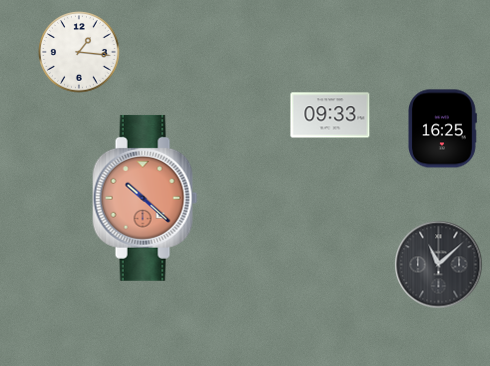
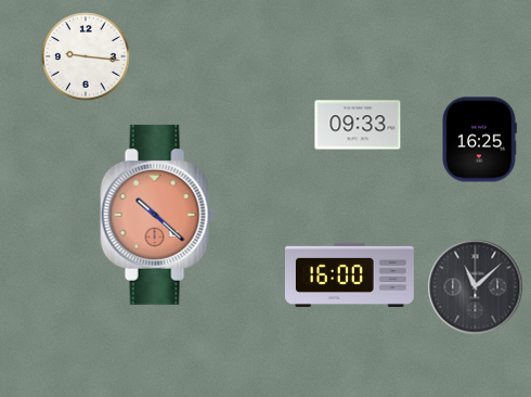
clock at (79, 52): 1:16 -> 9:16
clock at (349, 274): none -> 16:00
